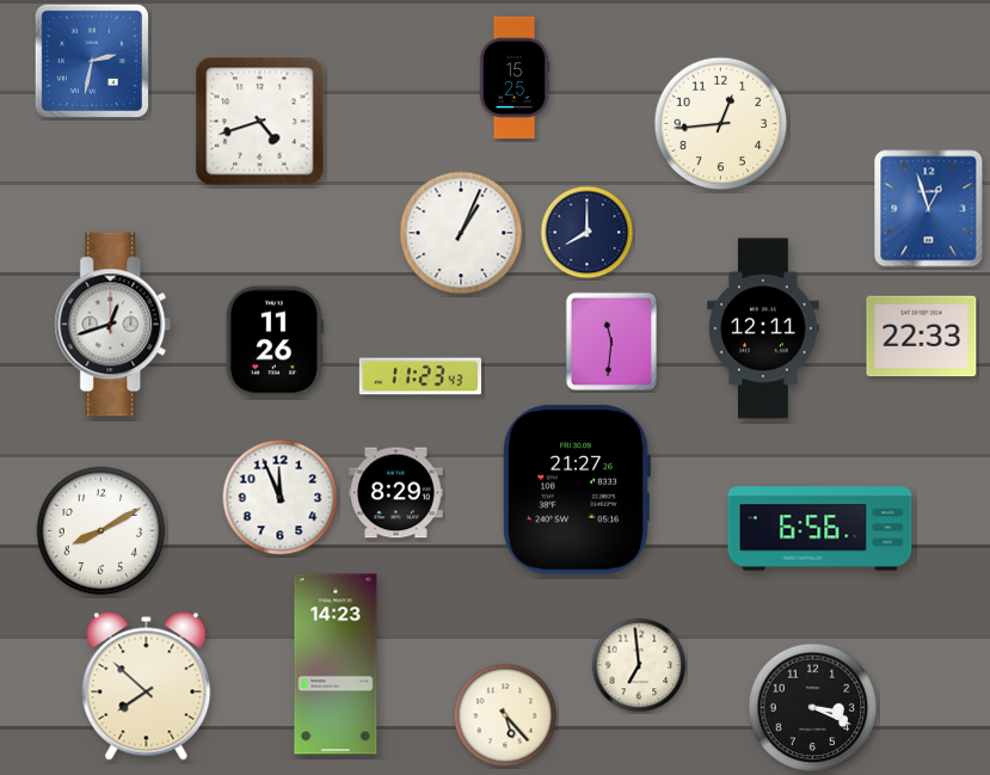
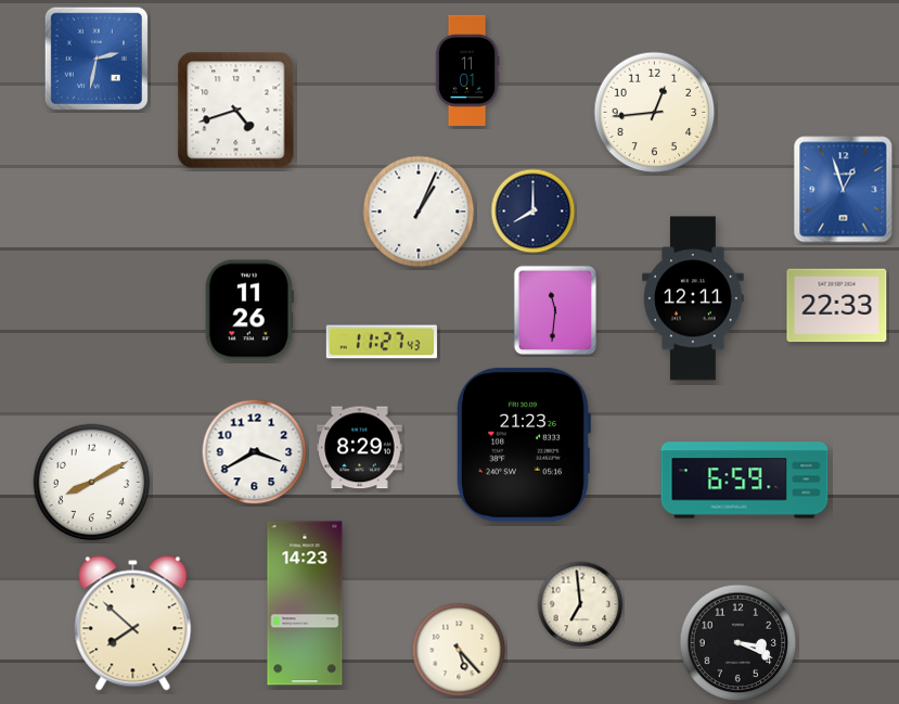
clock at (92, 61) position: (92, 61) -> (97, 59)
clock at (515, 76): 15:25 -> 11:01
clock at (113, 325): 12:42 -> none
clock at (420, 376): 11:23 -> 11:27
clock at (577, 490): 21:27 -> 21:23
clock at (281, 498): 11:56 -> 3:40
clock at (820, 529): 6:56 -> 6:59
